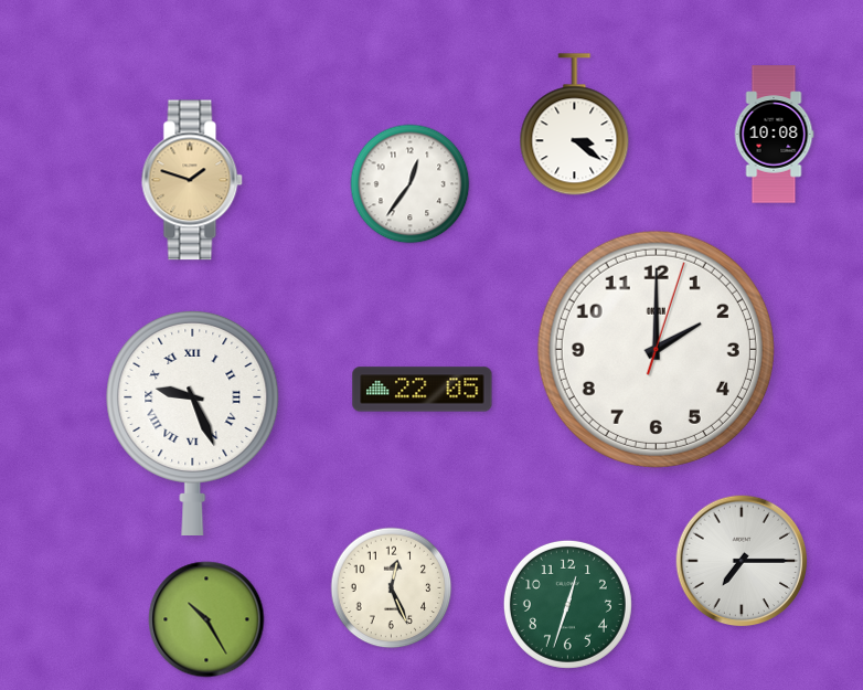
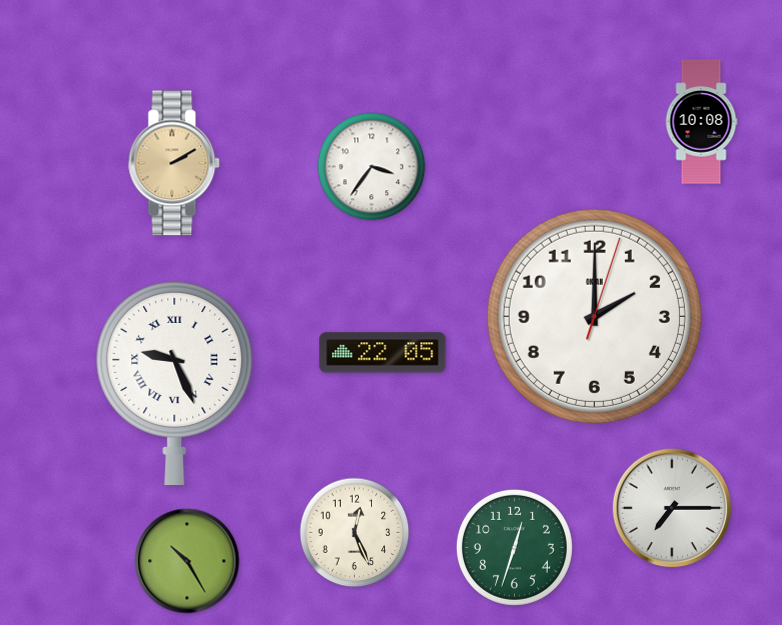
clock at (575, 125): 3:21 -> none
clock at (192, 180): 1:48 -> 2:10
clock at (411, 184): 12:36 -> 3:36
